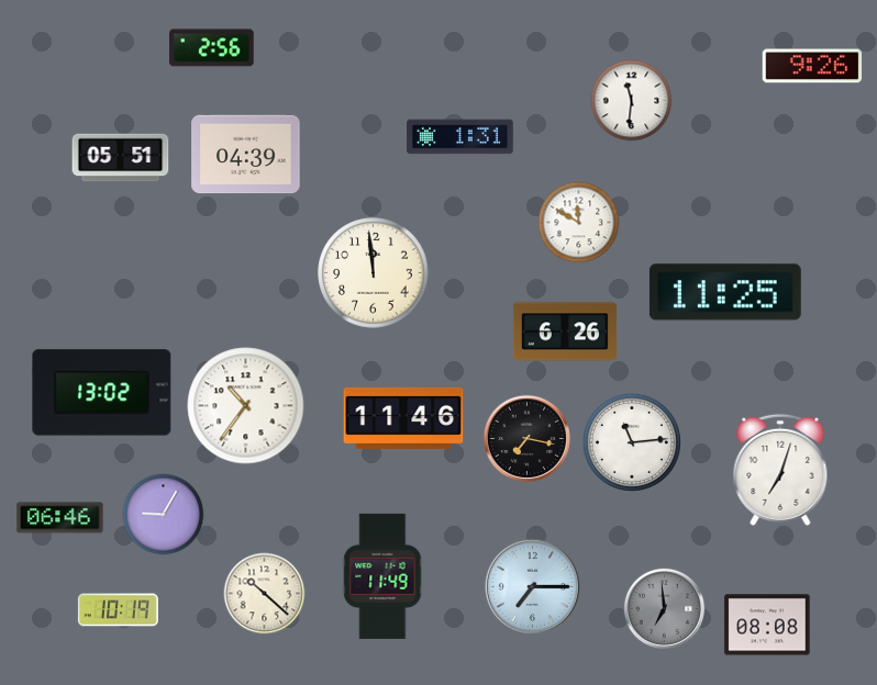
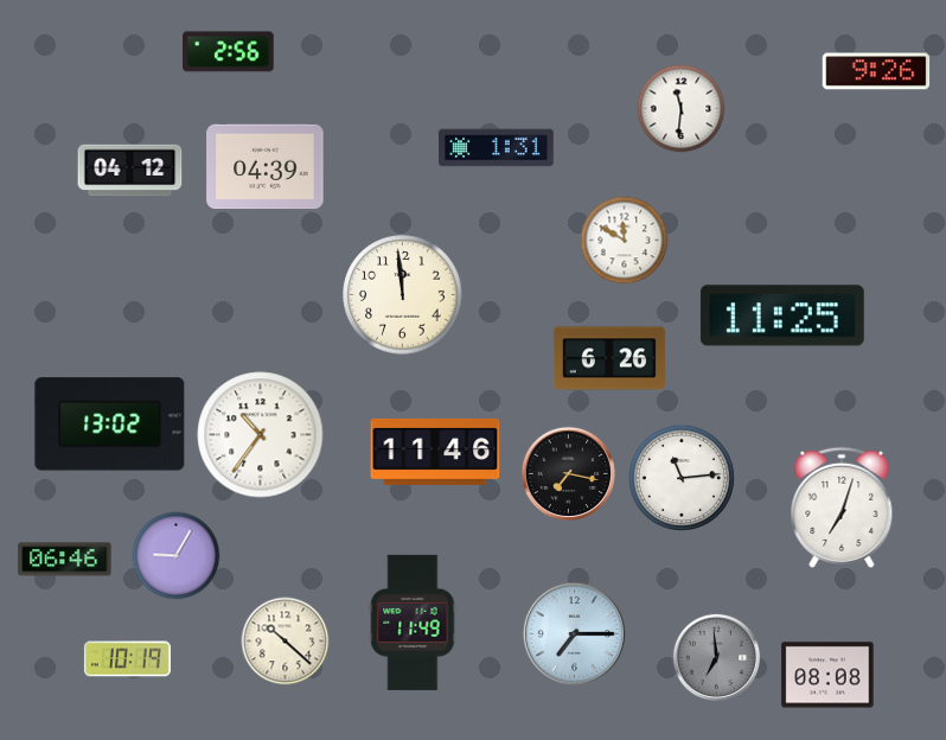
clock at (121, 158): 05:51 -> 04:12
clock at (246, 406) position: (246, 406) -> (261, 435)
